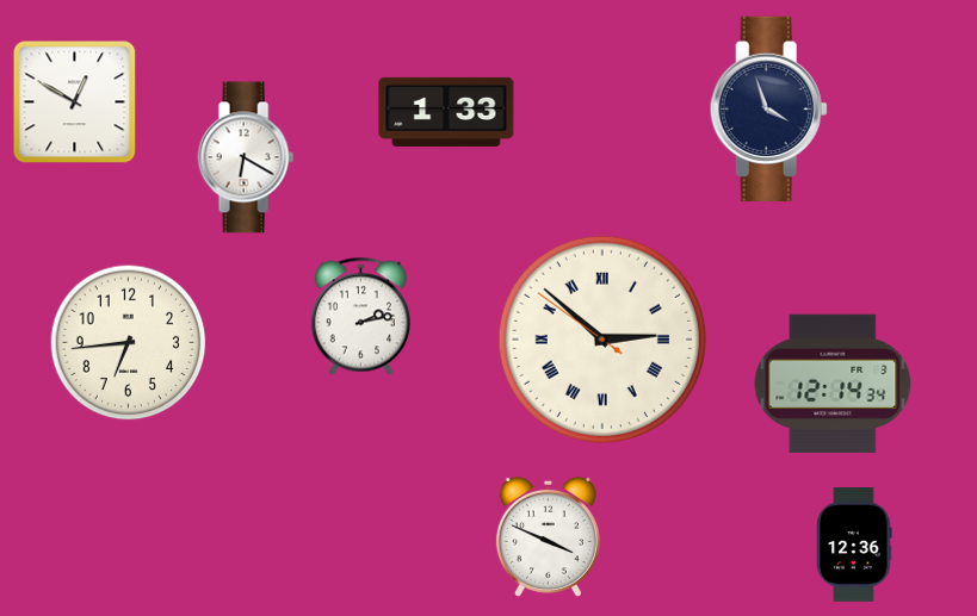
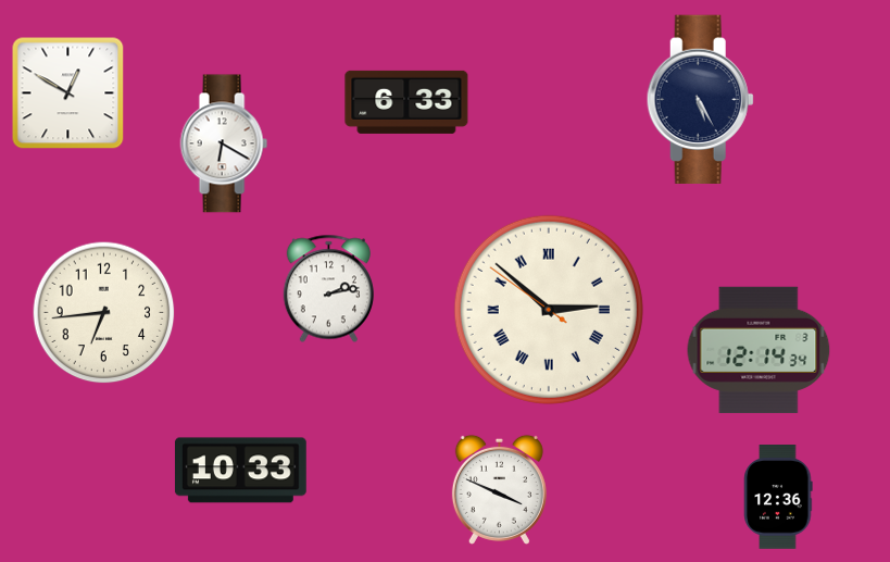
clock at (768, 108): 3:57 -> 5:25
clock at (446, 112): 1:33 -> 6:33
clock at (129, 343) position: (129, 343) -> (104, 313)
clock at (240, 471): none -> 10:33
